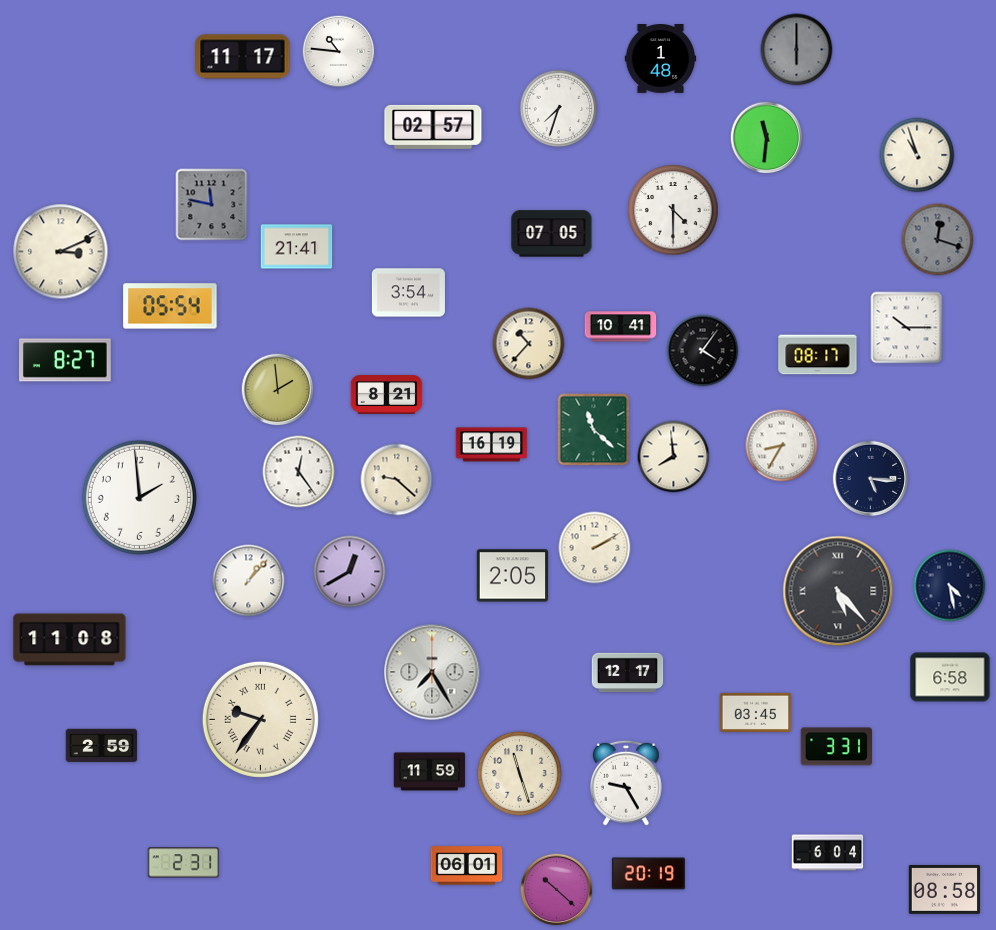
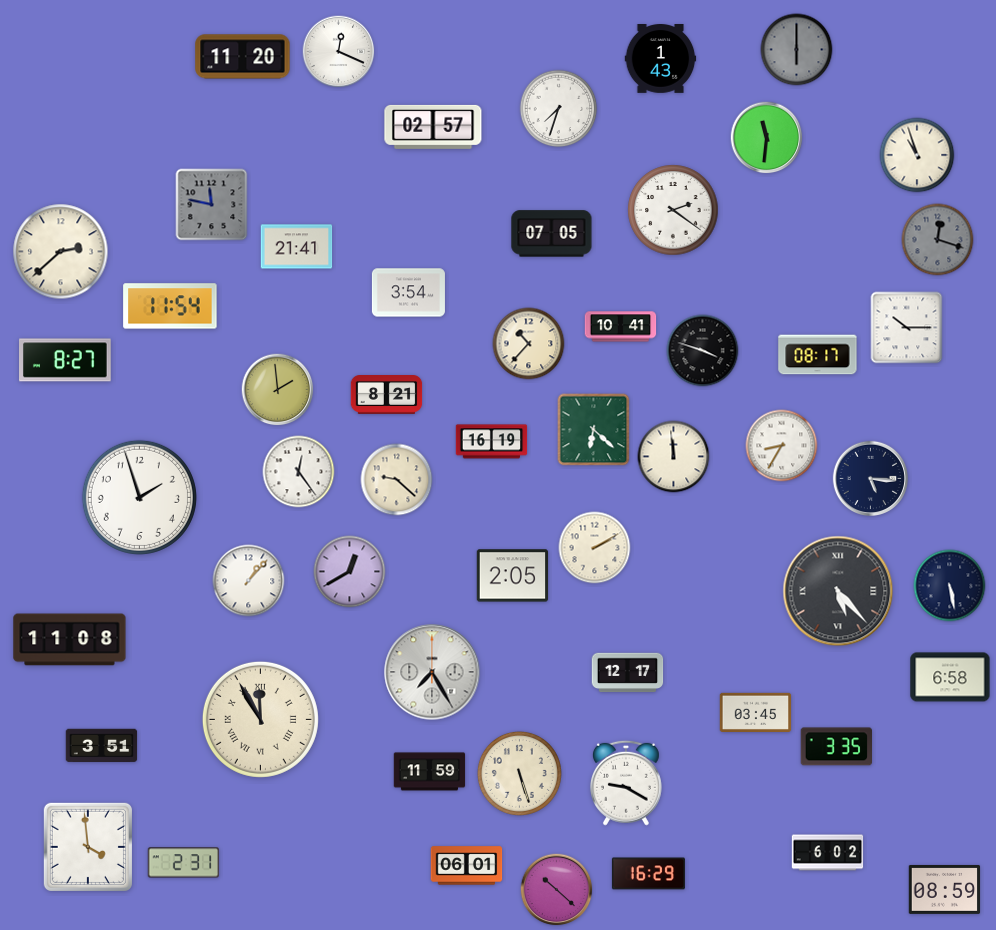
clock at (339, 52): 10:46 -> 12:19
clock at (243, 57): 11:17 -> 11:20
clock at (661, 59): 1:48 -> 1:43
clock at (673, 210): 4:30 -> 2:21
clock at (61, 252): 3:11 -> 2:38
clock at (170, 306): 05:54 -> 11:54
clock at (703, 351): 4:06 -> 3:48
clock at (594, 430): 11:22 -> 6:22
clock at (492, 445) position: (492, 445) -> (492, 442)
clock at (674, 457): 7:59 -> 11:59
clock at (139, 497): 1:59 -> 1:57
clock at (950, 586): 4:28 -> 5:28
clock at (260, 719): 9:36 -> 11:55
clock at (102, 746): 2:59 -> 3:51
clock at (836, 747): 3:31 -> 3:35
clock at (519, 773): 11:27 -> 5:27
clock at (626, 783): 9:25 -> 9:20
clock at (88, 847): none -> 3:59
clock at (828, 853): 6:04 -> 6:02
clock at (648, 874): 20:19 -> 16:29
clock at (945, 889): 08:58 -> 08:59
